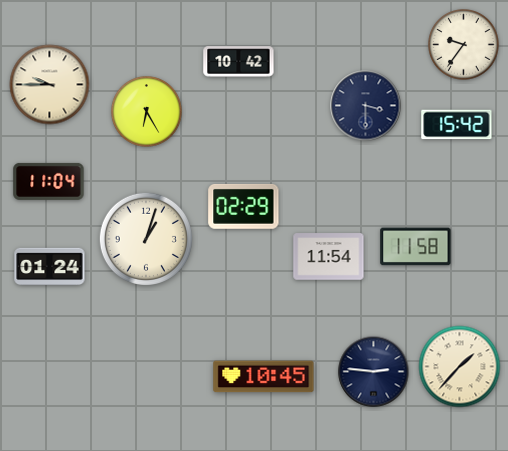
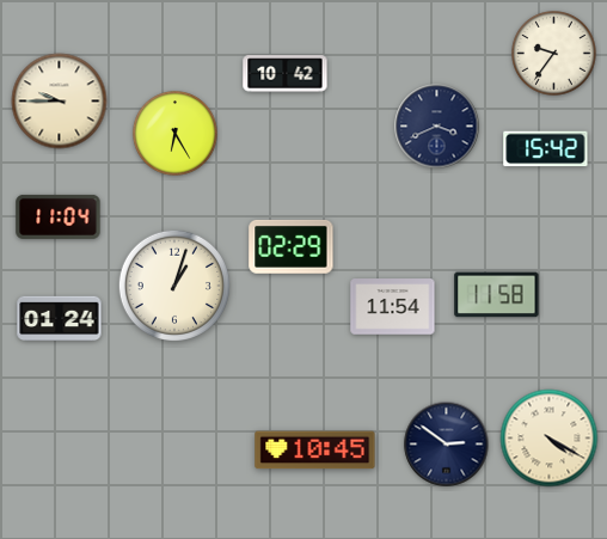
clock at (366, 106): 3:30 -> 3:41
clock at (460, 367): 1:37 -> 4:20
clock at (374, 372): 2:46 -> 2:51
